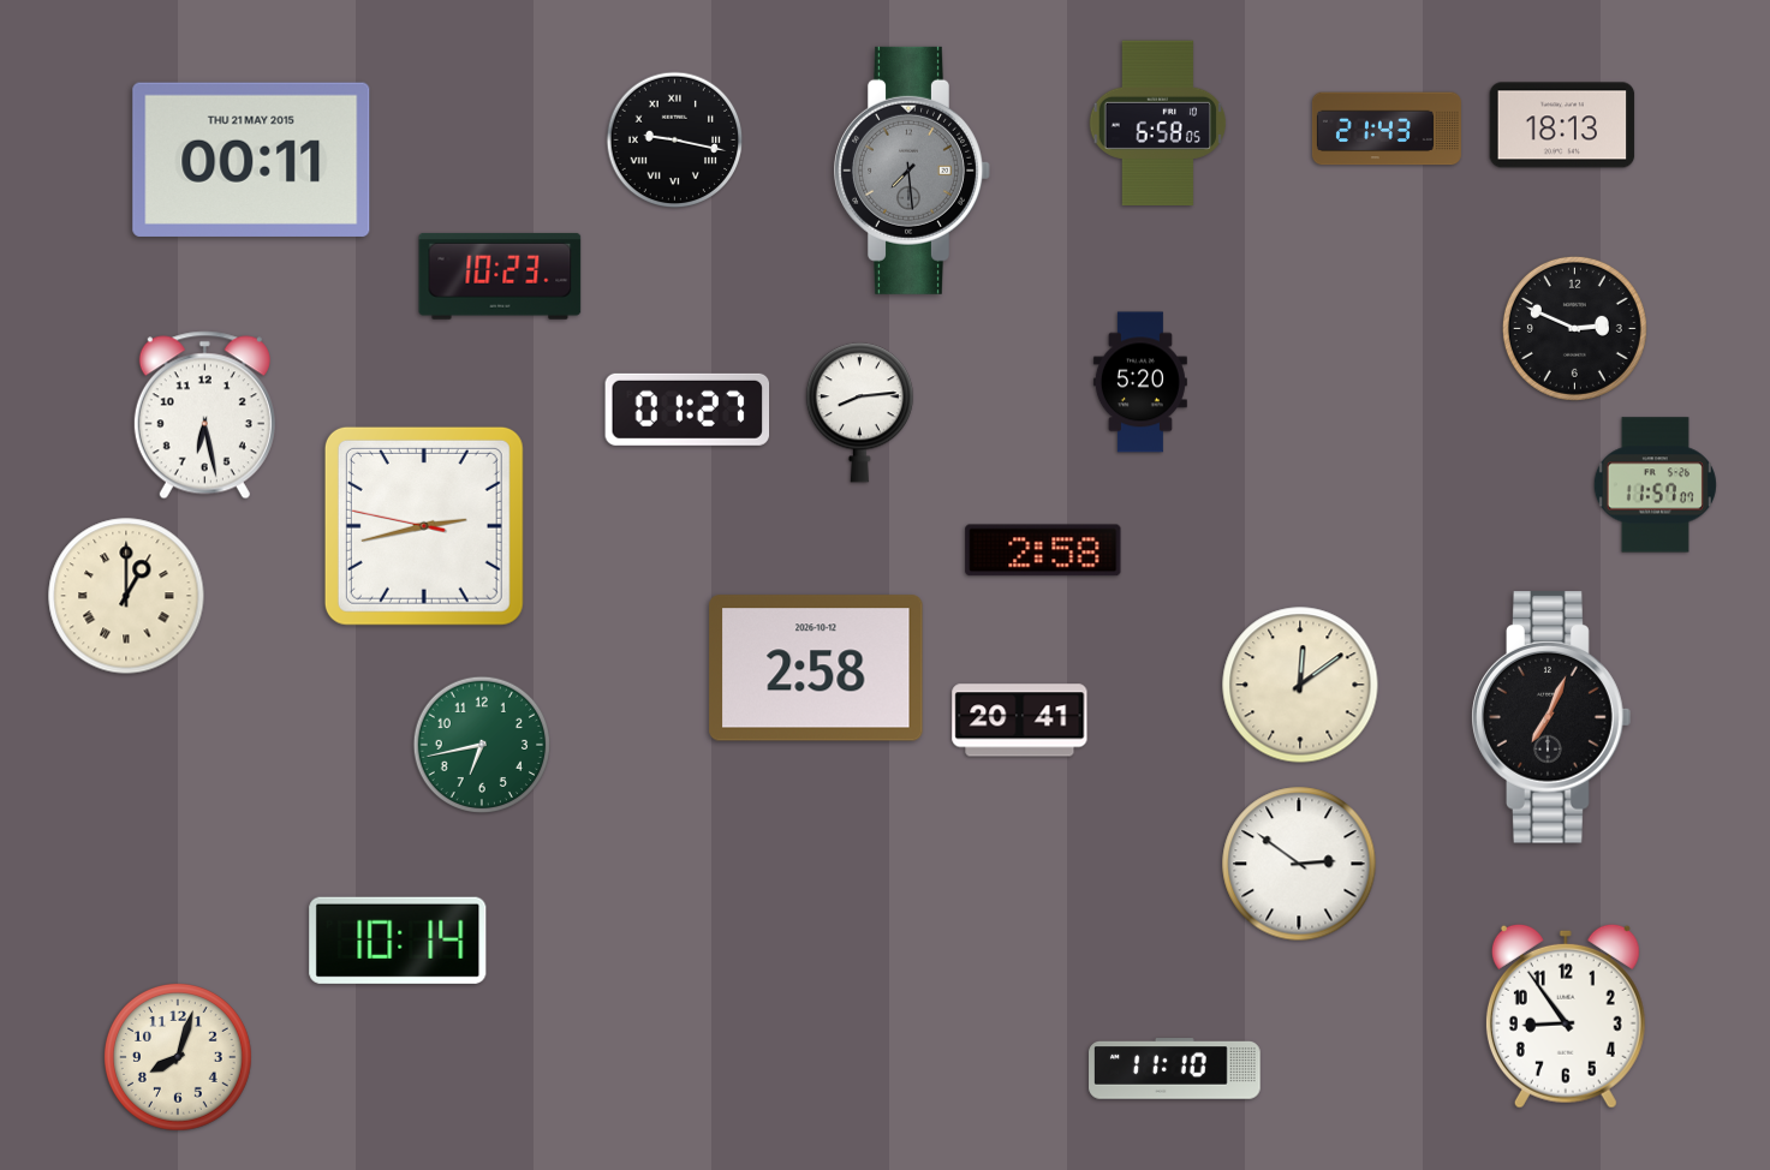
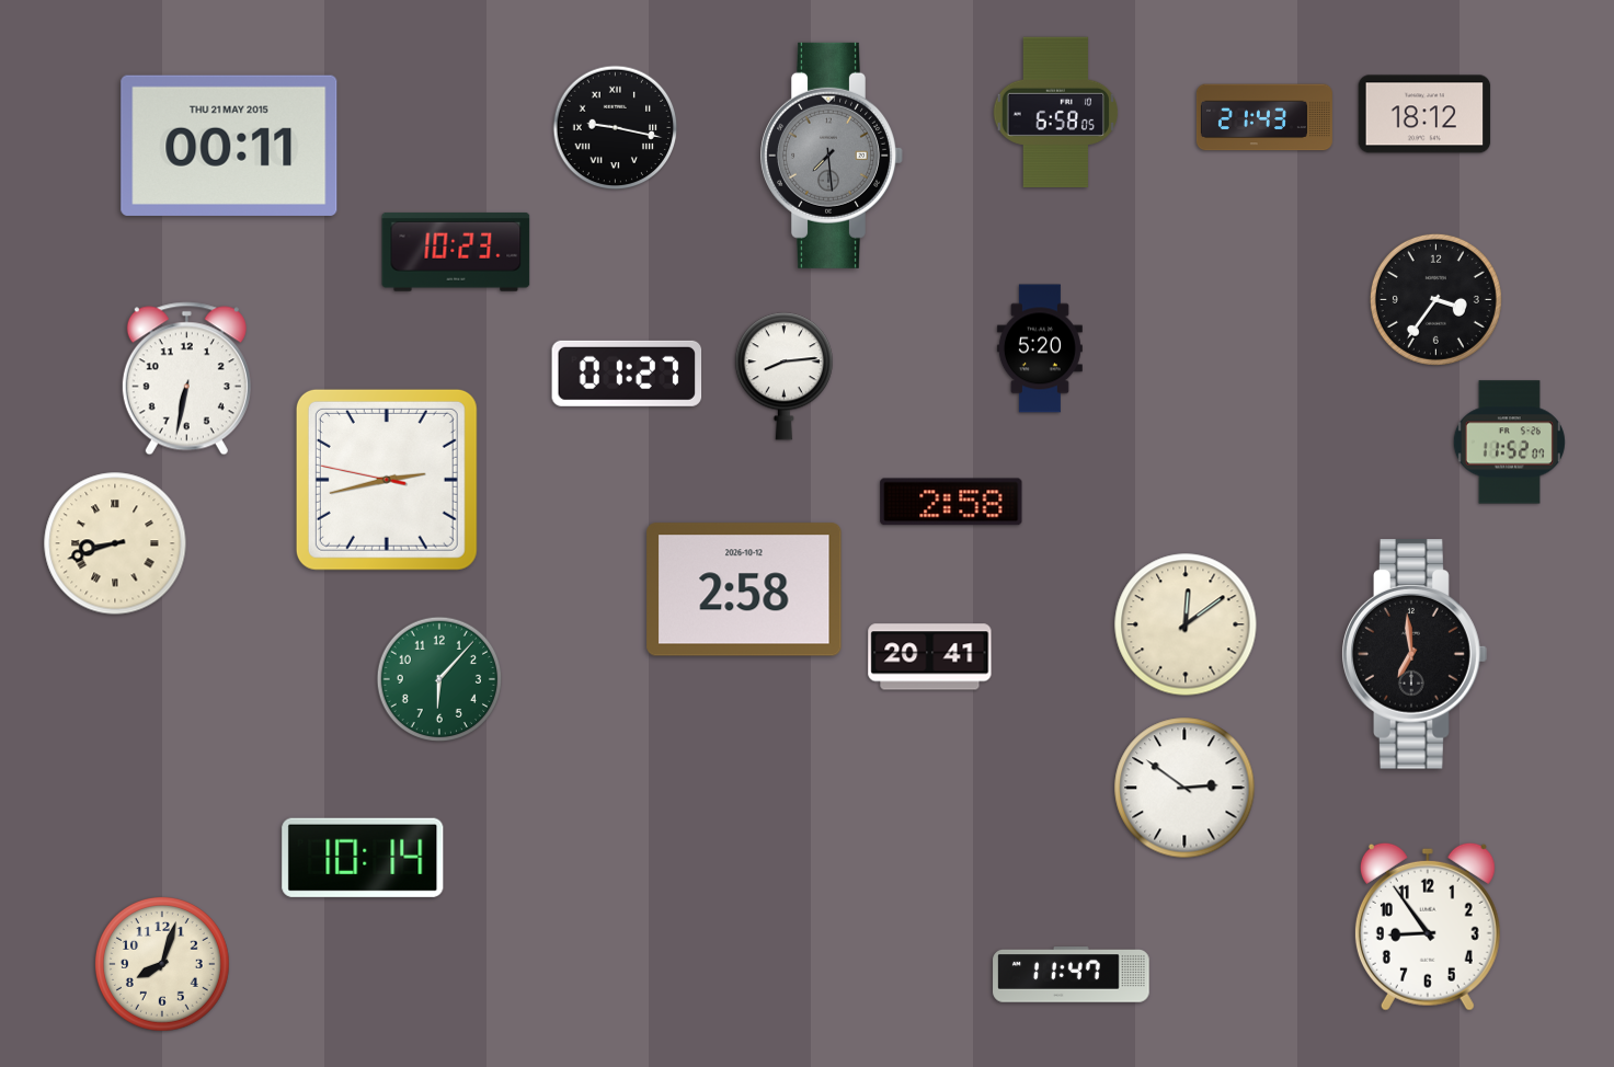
clock at (1562, 125): 18:13 -> 18:12
clock at (1574, 328): 2:49 -> 3:36
clock at (204, 416): 6:28 -> 6:32
clock at (1655, 485): 11:57 -> 11:52
clock at (126, 596): 1:00 -> 8:42
clock at (816, 668) position: (816, 668) -> (744, 589)
clock at (1551, 717): 7:04 -> 6:59
clock at (482, 745): 6:43 -> 6:07
clock at (1175, 1069): 11:10 -> 11:47
